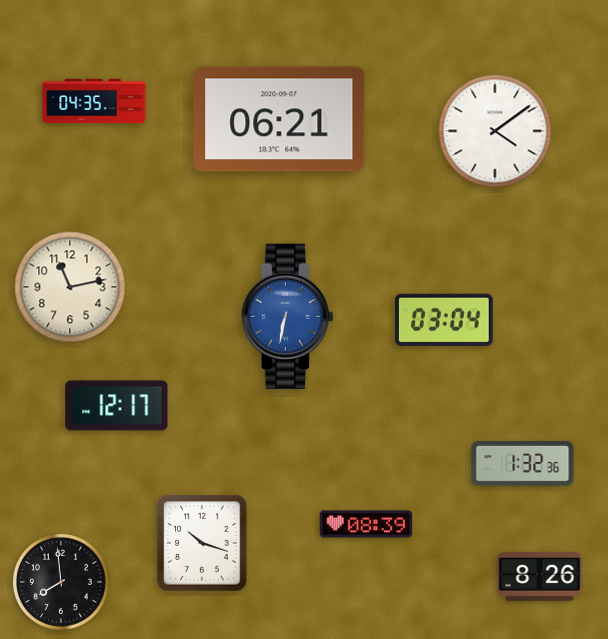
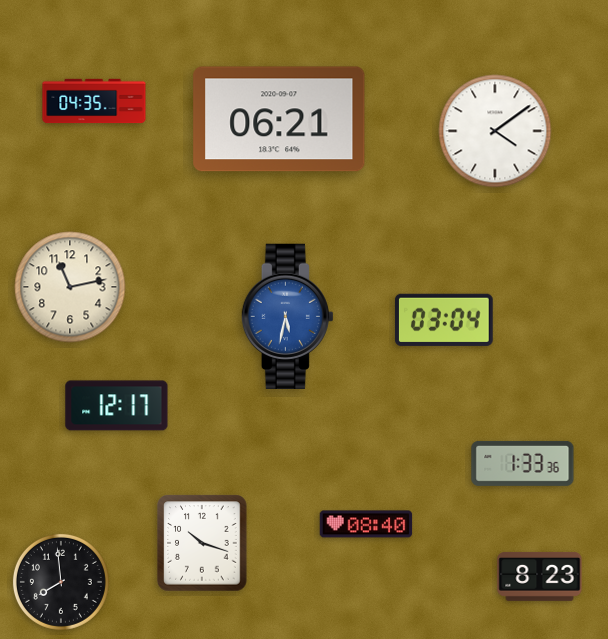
clock at (287, 316): 6:32 -> 5:32
clock at (523, 463): 1:32 -> 1:33
clock at (366, 524): 08:39 -> 08:40
clock at (540, 576): 8:26 -> 8:23
